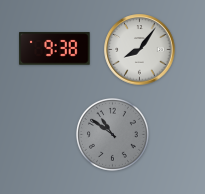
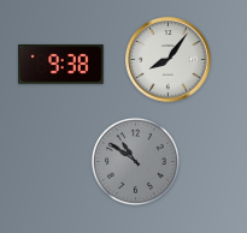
clock at (55, 49) position: (55, 49) -> (61, 65)
